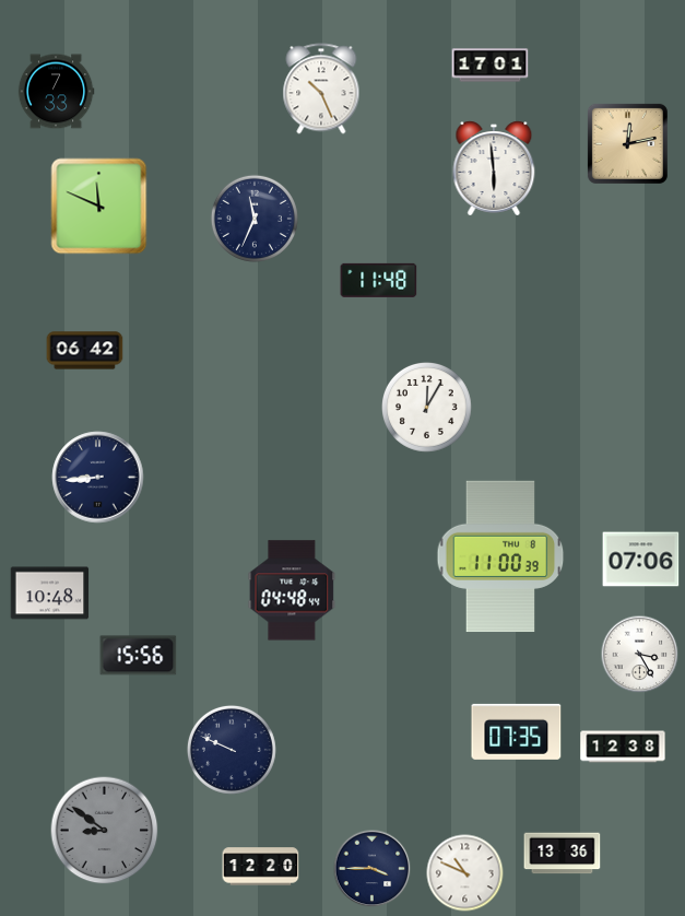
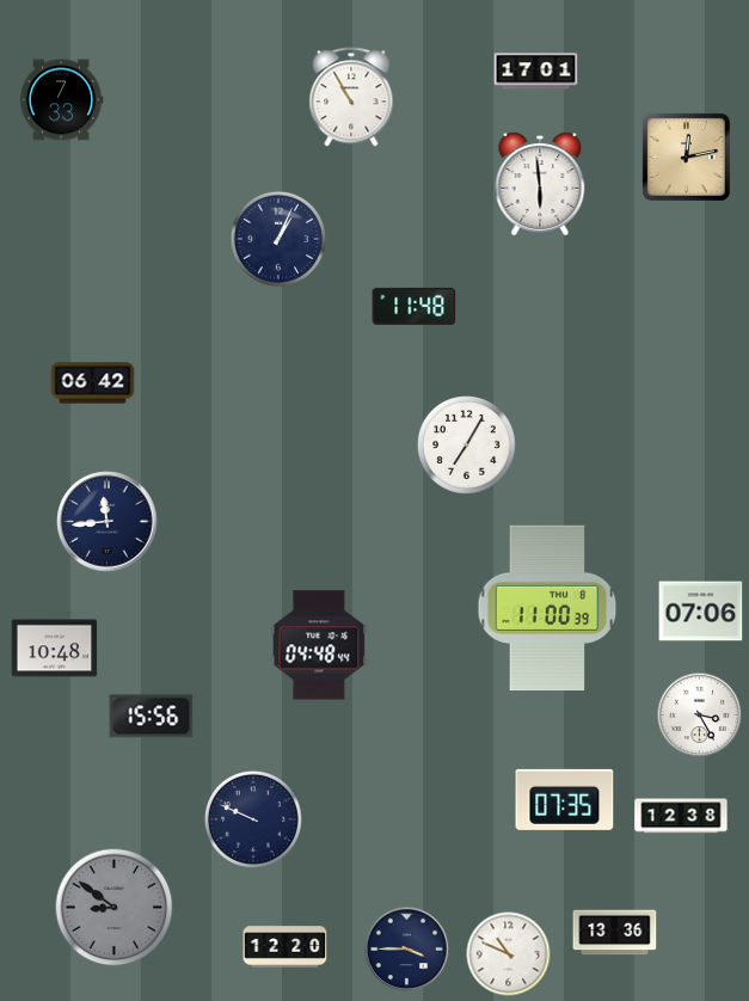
clock at (321, 89): 10:26 -> 10:55
clock at (99, 207): 11:49 -> none
clock at (255, 219): 11:34 -> 1:04
clock at (427, 408): 12:05 -> 7:05
clock at (98, 478): 8:44 -> 11:44
